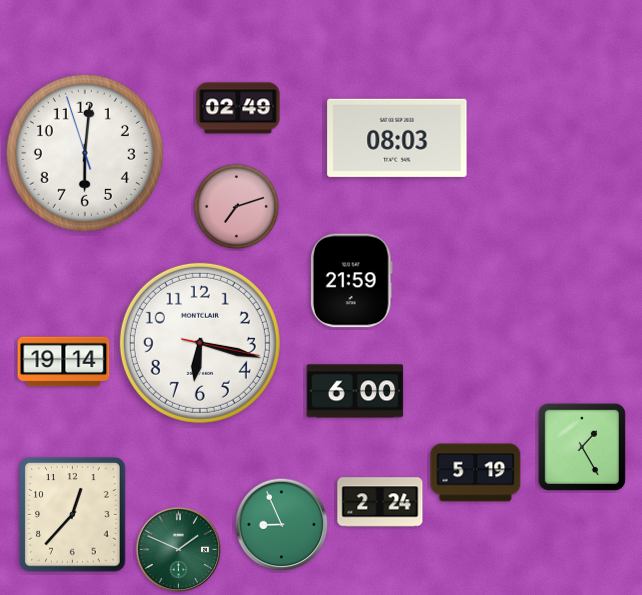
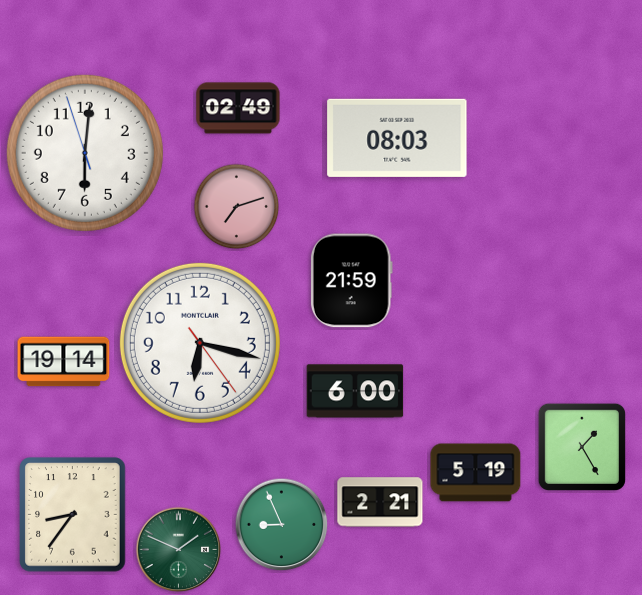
clock at (200, 343): 6:17:17 -> 6:17:24
clock at (380, 502): 2:24 -> 2:21
clock at (73, 515): 12:37 -> 8:36
